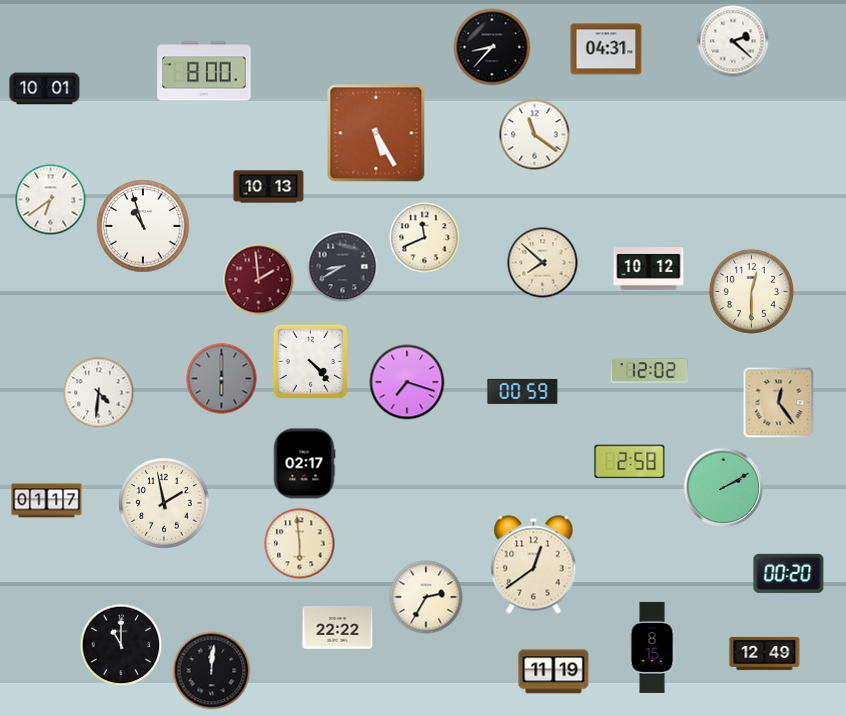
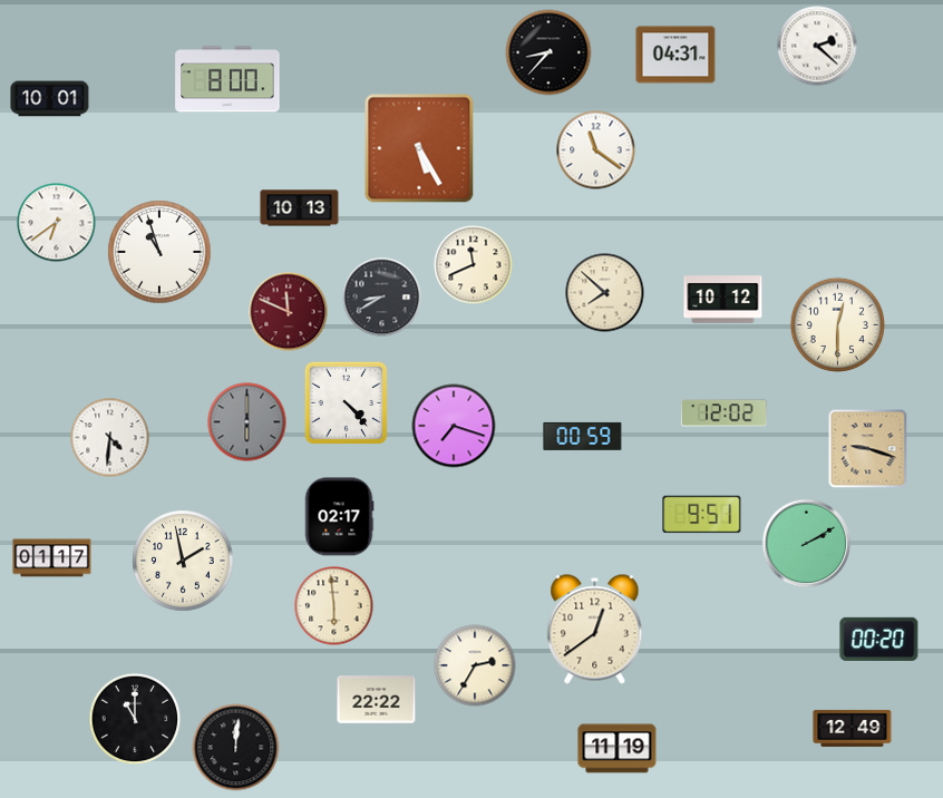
clock at (259, 280): 1:59 -> 11:49
clock at (779, 403): 12:24 -> 9:18
clock at (630, 462): 2:58 -> 9:51
clock at (652, 647): 8:15 -> none
